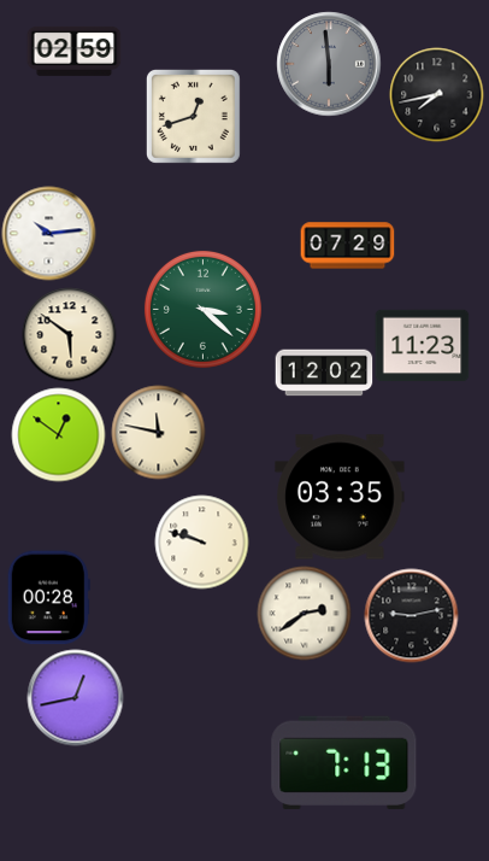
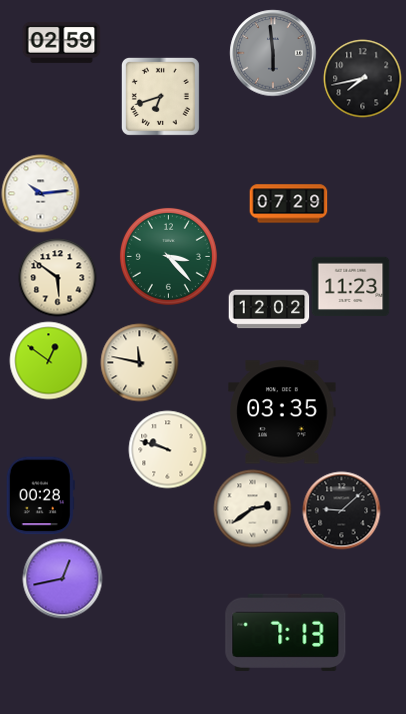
clock at (193, 116): 12:42 -> 6:42
clock at (202, 309): 3:22 -> 3:23
clock at (158, 432) position: (158, 432) -> (139, 362)
clock at (411, 615): 9:13 -> 9:08
